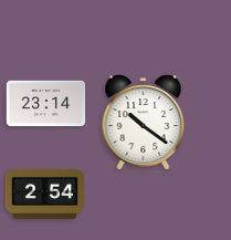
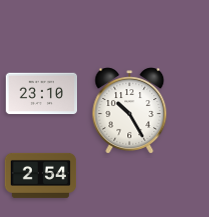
clock at (46, 104): 23:14 -> 23:10
clock at (144, 123): 10:21 -> 10:25
